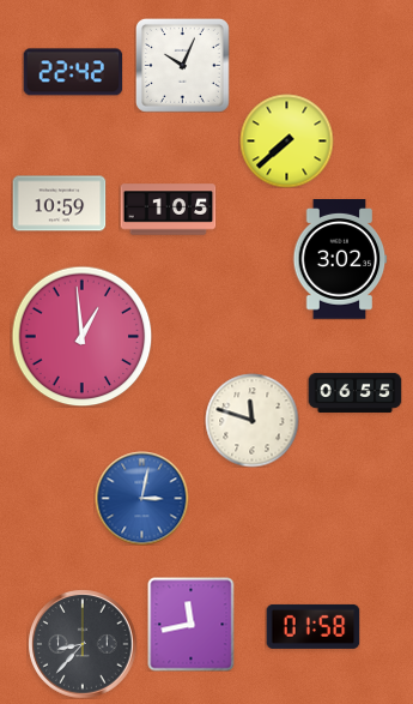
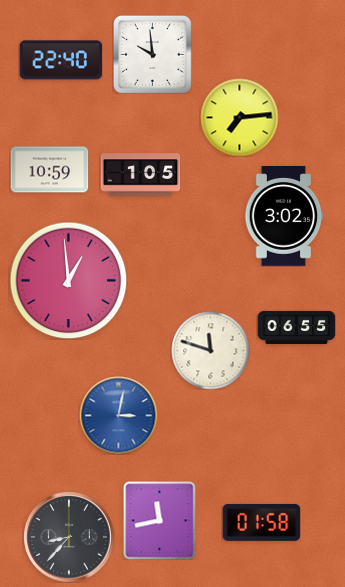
clock at (182, 65): 10:04 -> 9:59
clock at (73, 72): 22:42 -> 22:40
clock at (286, 140): 7:38 -> 7:14
